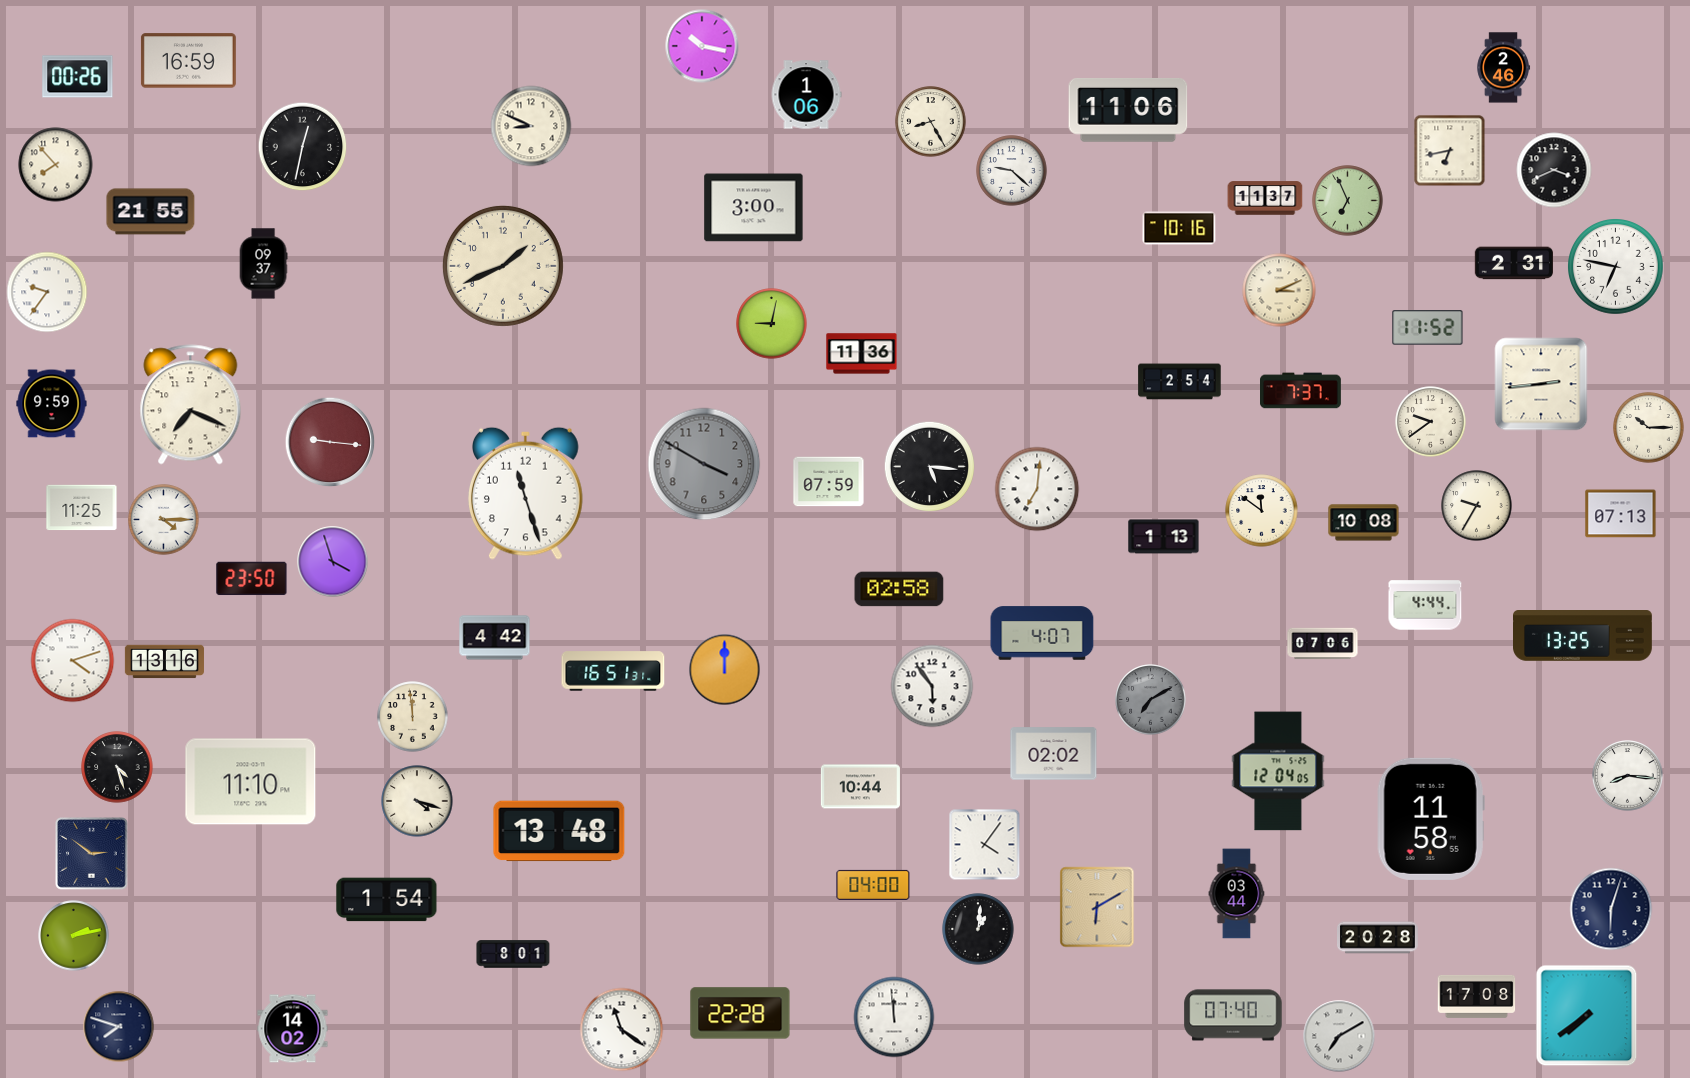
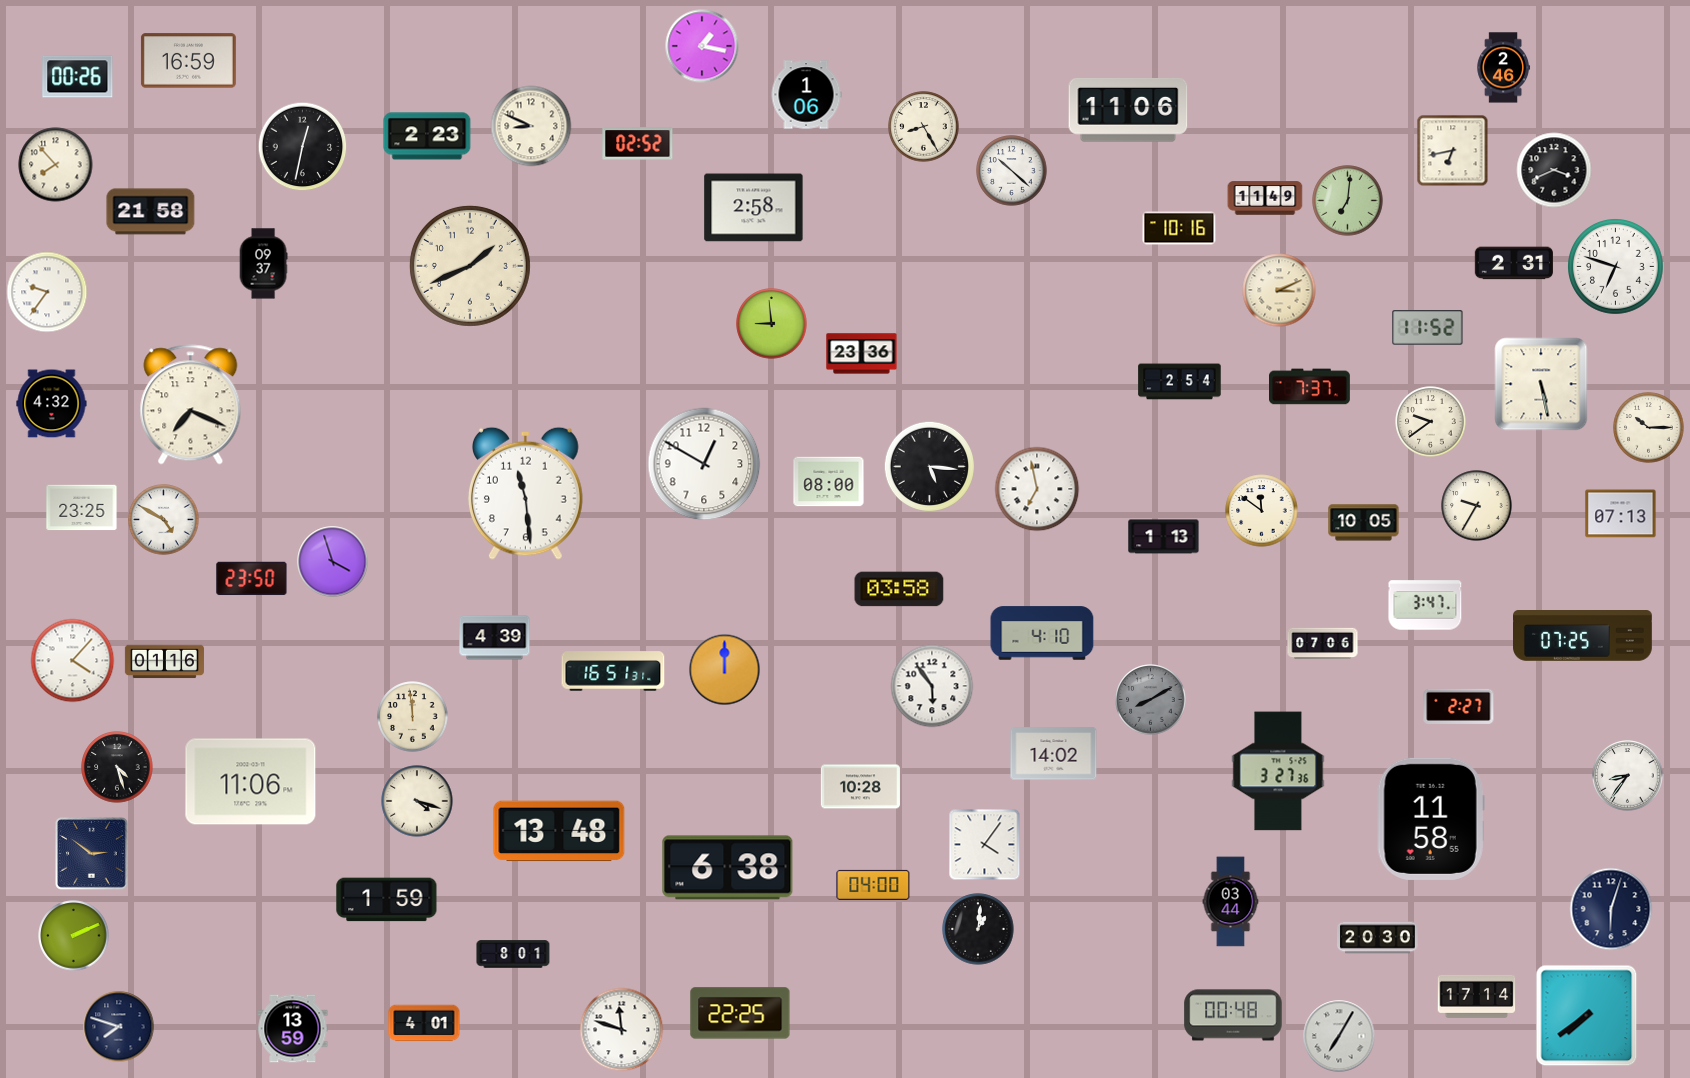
clock at (702, 46): 10:17 -> 1:17
clock at (931, 122) position: (931, 122) -> (924, 127)
clock at (427, 136): none -> 2:23
clock at (638, 144): none -> 02:52
clock at (1450, 151) position: (1450, 151) -> (1453, 151)
clock at (1012, 171): 9:22 -> 10:22
clock at (1265, 198): 11:37 -> 11:49
clock at (1348, 201): 6:56 -> 7:01
clock at (754, 208): 3:00 -> 2:58
clock at (151, 212): 21:55 -> 21:58
clock at (503, 266) position: (503, 266) -> (470, 266)
clock at (1616, 267): 6:47 -> 6:48
clock at (772, 324): 9:02 -> 8:59
clock at (862, 354): 11:36 -> 23:36
clock at (1541, 384): 2:44 -> 5:28
clock at (1301, 391) position: (1301, 391) -> (1310, 387)
clock at (52, 404): 9:59 -> 4:32
clock at (330, 442): 9:16 -> none
clock at (704, 464): 3:50 -> 12:50
clock at (704, 464) dial: grey -> white
clock at (829, 482): 07:59 -> 08:00
clock at (1037, 489): 7:01 -> 6:58
clock at (525, 493): 11:27 -> 11:29
clock at (82, 508): 11:25 -> 23:25
clock at (164, 520): 4:15 -> 4:50
clock at (1364, 523): 10:08 -> 10:05
clock at (899, 589): 02:58 -> 03:58
clock at (1425, 605): 4:44 -> 3:47
clock at (1042, 633): 4:07 -> 4:10
clock at (1583, 636): 13:25 -> 07:25
clock at (495, 638): 4:42 -> 4:39
clock at (73, 661): 4:12 -> 4:07
clock at (164, 662): 13:16 -> 01:16
clock at (1151, 700): 7:10 -> 8:10
clock at (1459, 706): none -> 2:27
clock at (1054, 754): 02:02 -> 14:02
clock at (1278, 771): 12:04 -> 3:27
clock at (1628, 776): 8:16 -> 8:36
clock at (251, 782): 11:10 -> 11:06
clock at (860, 787): 10:44 -> 10:28
clock at (728, 868): none -> 6:38
clock at (1237, 894) position: (1237, 894) -> (1231, 902)
clock at (387, 900): 1:54 -> 1:59
clock at (1097, 907): 6:10 -> none
clock at (74, 936): 2:13 -> 2:11
clock at (1378, 938): 20:28 -> 20:30
clock at (1477, 996): 17:08 -> 17:14
clock at (740, 1013): 22:28 -> 22:25
clock at (1233, 1015): 07:40 -> 00:48
clock at (894, 1017): 11:59 -> none
clock at (424, 1023): none -> 4:01
clock at (293, 1029): 14:02 -> 13:59
clock at (622, 1030): 11:21 -> 11:48
clock at (1339, 1036): 7:10 -> 7:05
